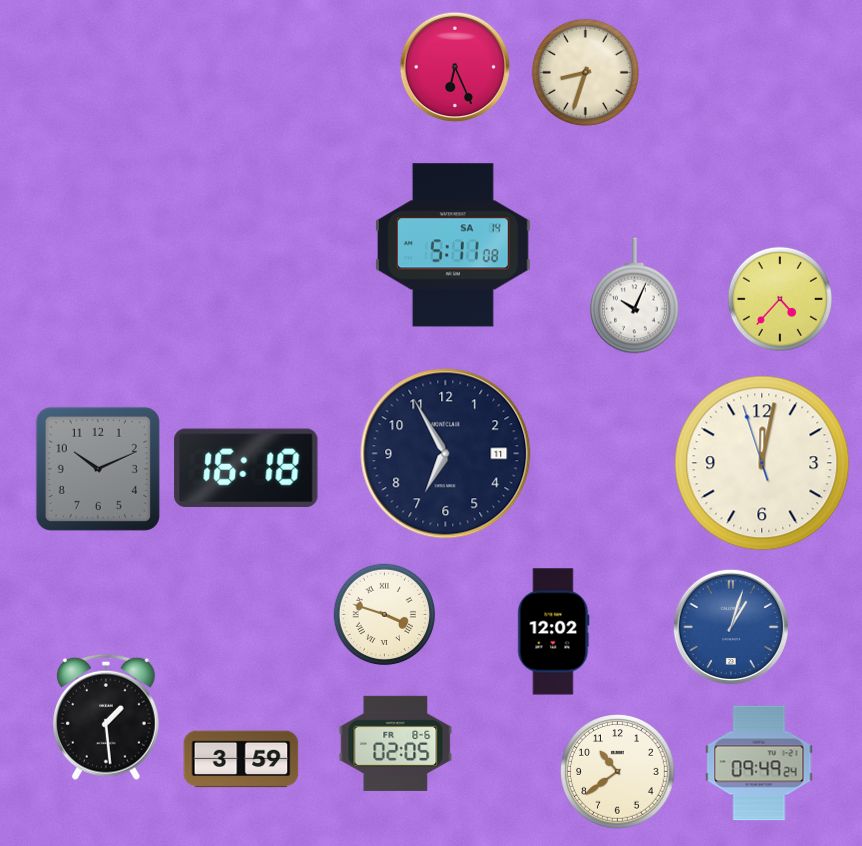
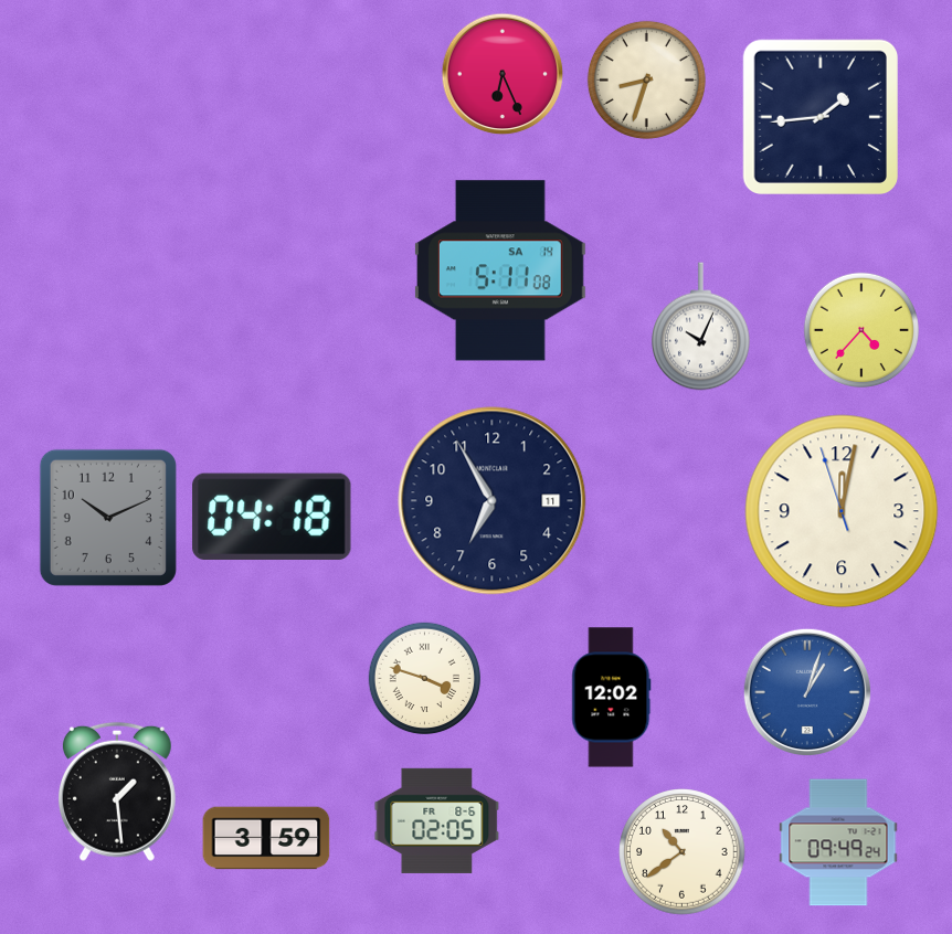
clock at (819, 116): none -> 1:44
clock at (246, 468): 16:18 -> 04:18
